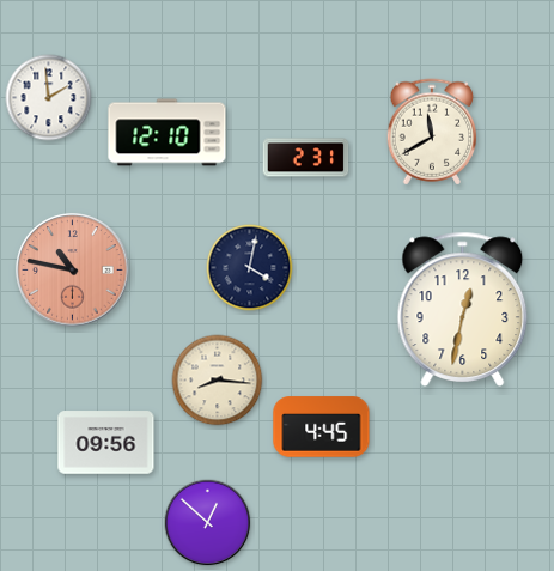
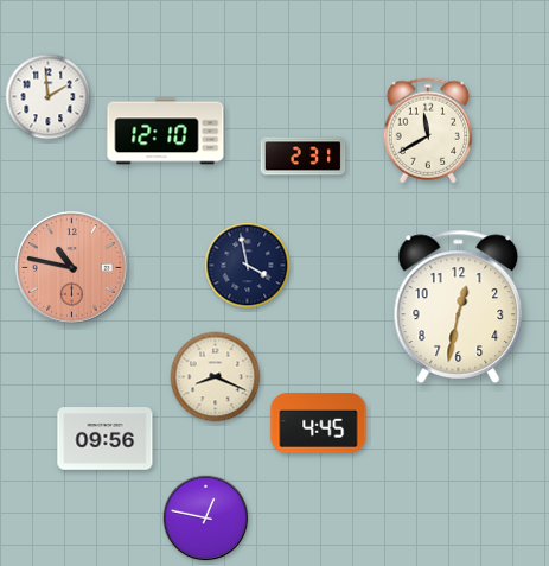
clock at (250, 268): 4:02 -> 3:58
clock at (218, 381): 8:16 -> 8:19
clock at (208, 523): 12:52 -> 12:47
